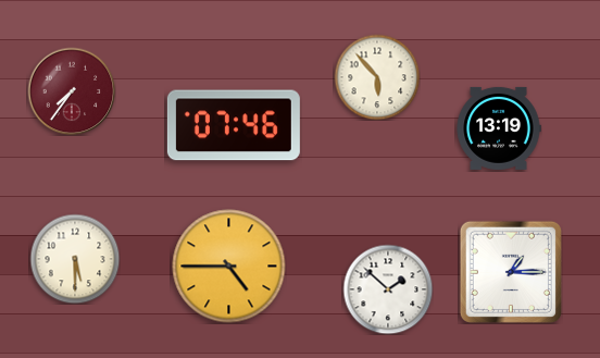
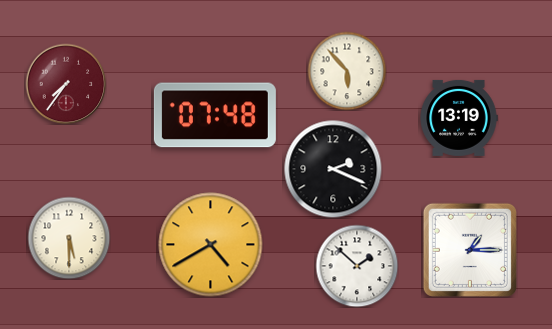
clock at (234, 125): 07:46 -> 07:48
clock at (333, 169): none -> 2:19
clock at (229, 267): 4:45 -> 4:40
